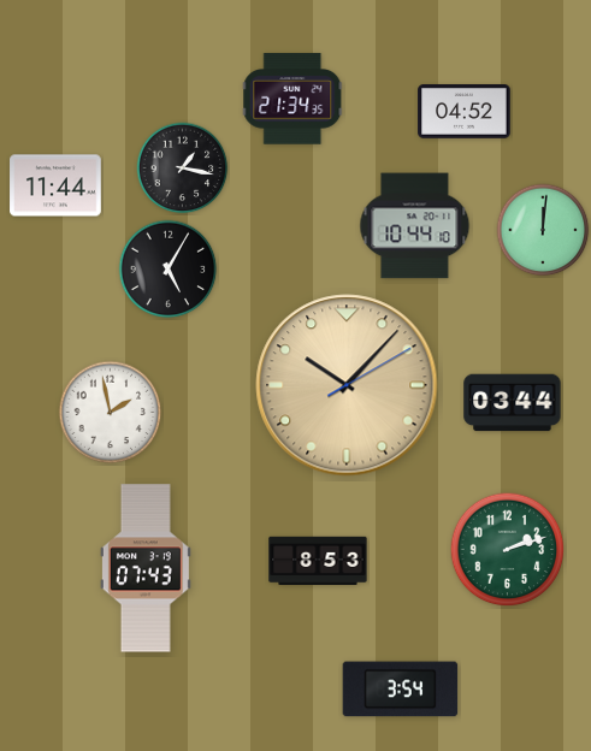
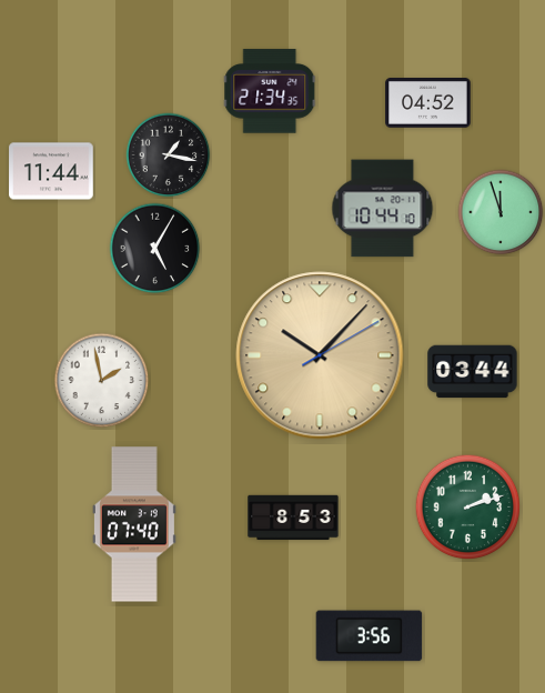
clock at (543, 230): 12:01 -> 11:57
clock at (146, 568): 07:43 -> 07:40
clock at (401, 690): 3:54 -> 3:56
